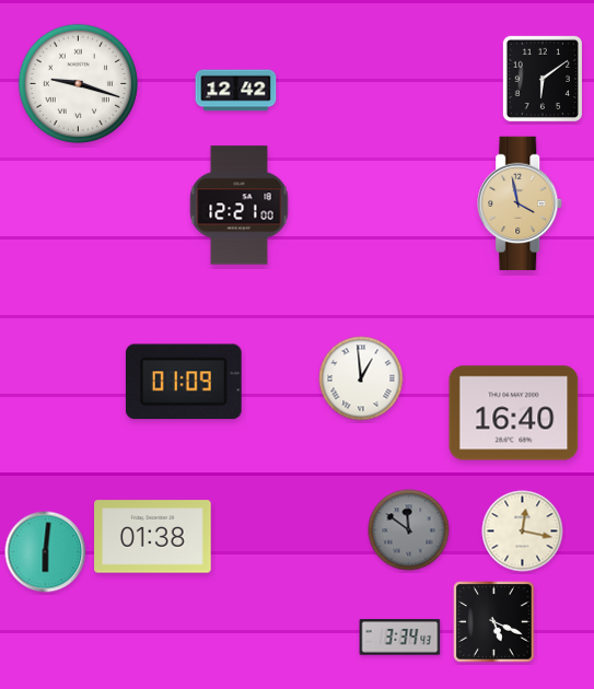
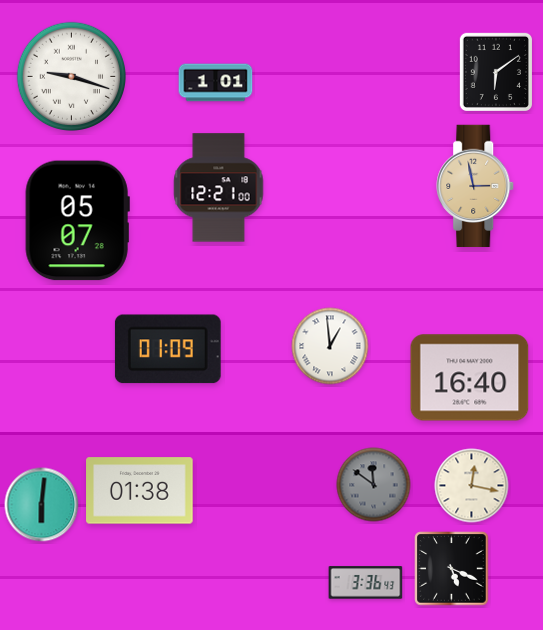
clock at (236, 91): 12:42 -> 1:01
clock at (521, 203): 3:58 -> 2:58
clock at (77, 221): none -> 05:07
clock at (523, 532) position: (523, 532) -> (472, 486)
clock at (400, 638): 3:34 -> 3:36
